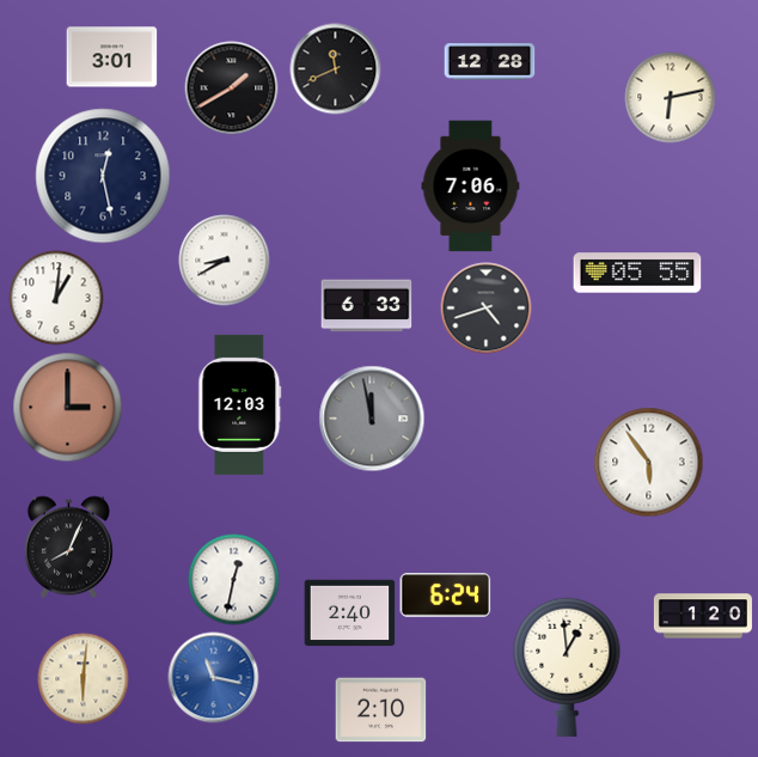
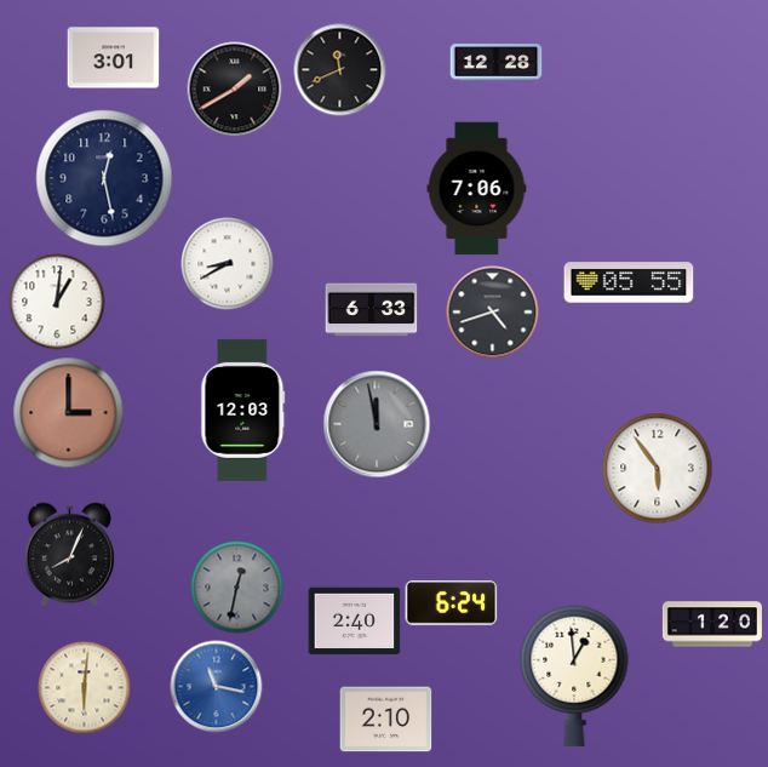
clock at (671, 98): 6:13 -> none
clock at (637, 273) position: (637, 273) -> (629, 282)
clock at (234, 580) dial: white -> grey
